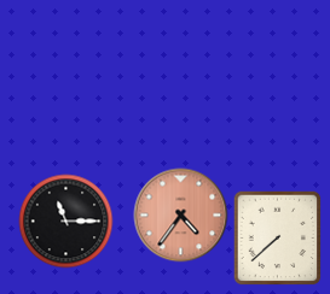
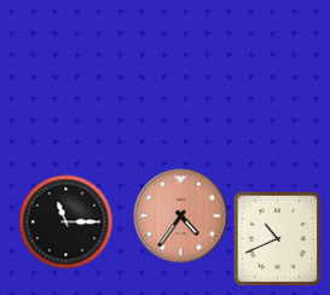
clock at (278, 237): 7:38 -> 10:41
